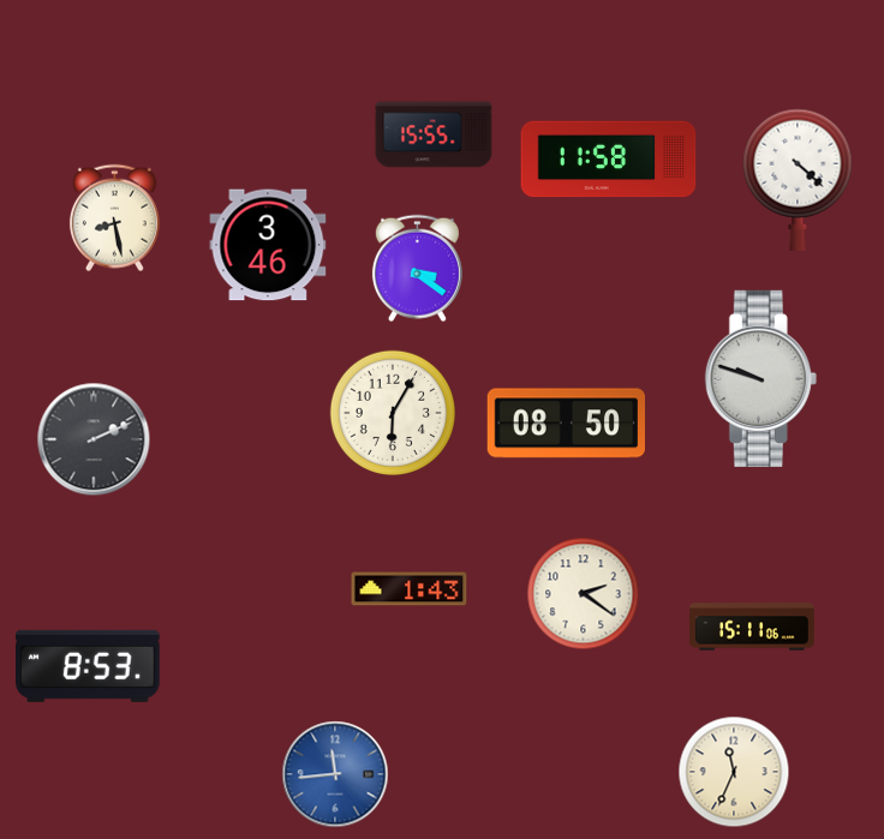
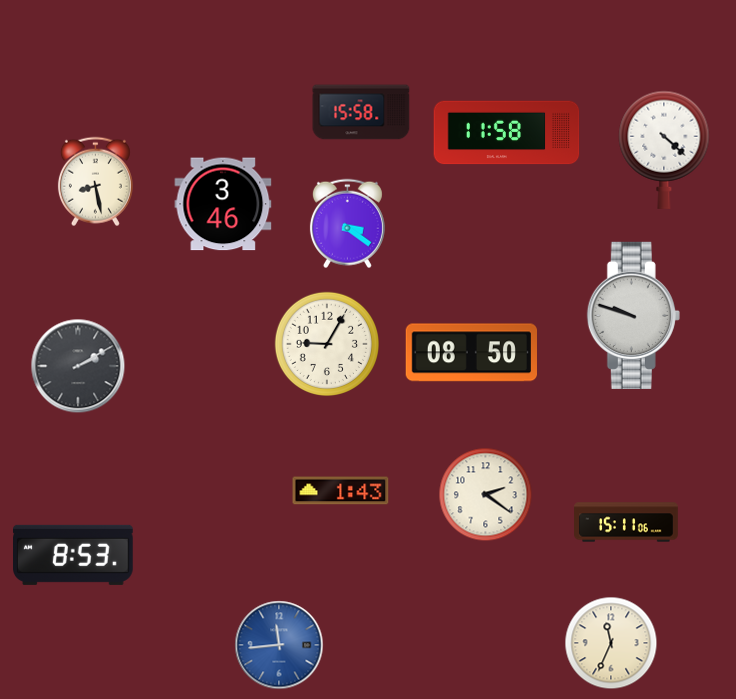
clock at (434, 134): 15:55 -> 15:58
clock at (392, 412): 6:05 -> 9:05
clock at (94, 439): 2:11 -> 2:10
